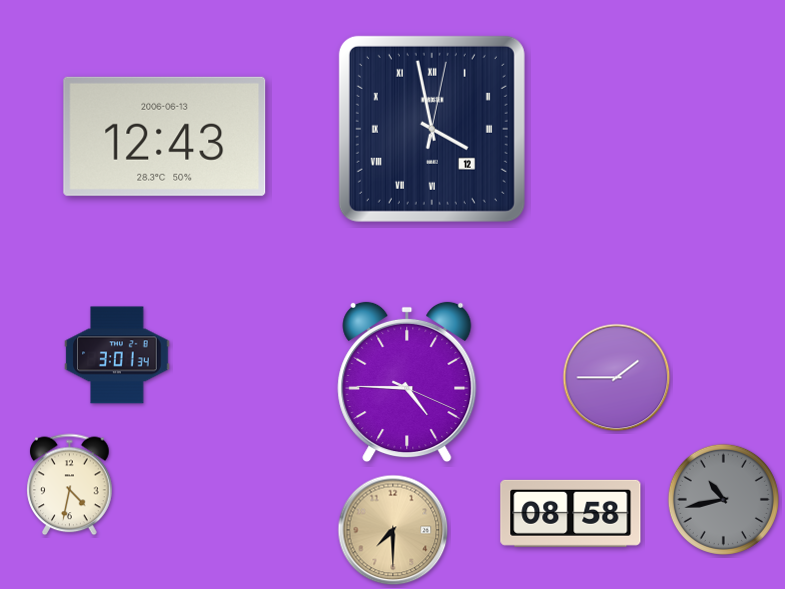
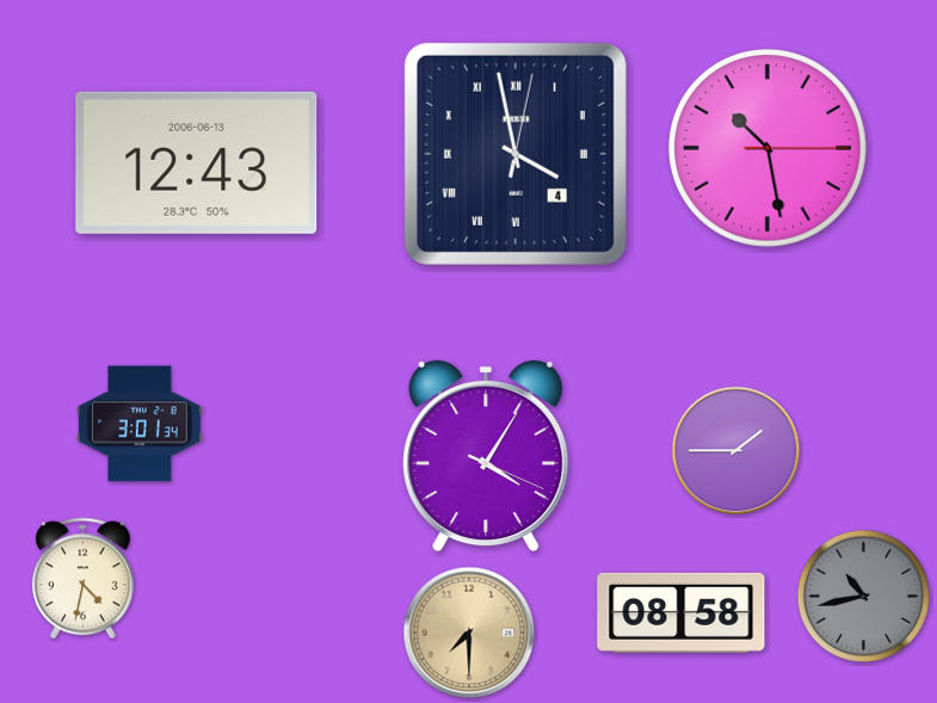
clock at (768, 148): none -> 10:28
clock at (432, 129) date: 12 -> 4
clock at (407, 382): 4:45 -> 4:05
